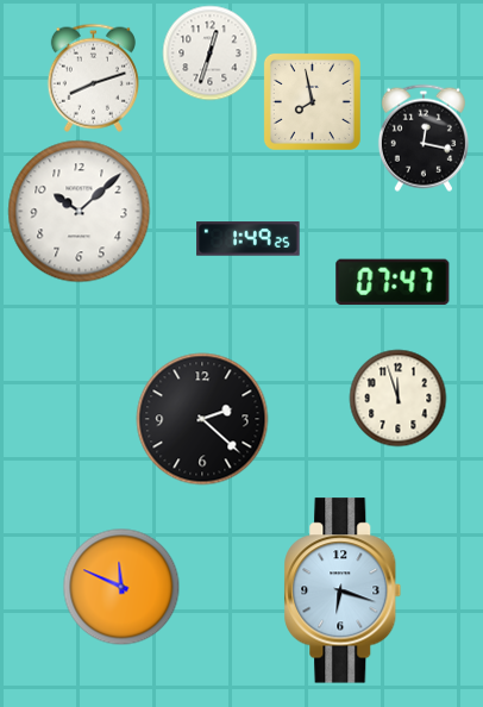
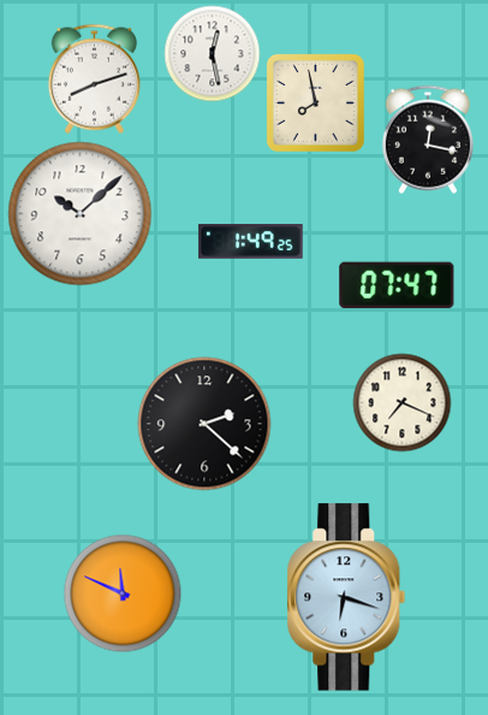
clock at (211, 54): 12:33 -> 12:28
clock at (399, 399): 11:57 -> 7:19
